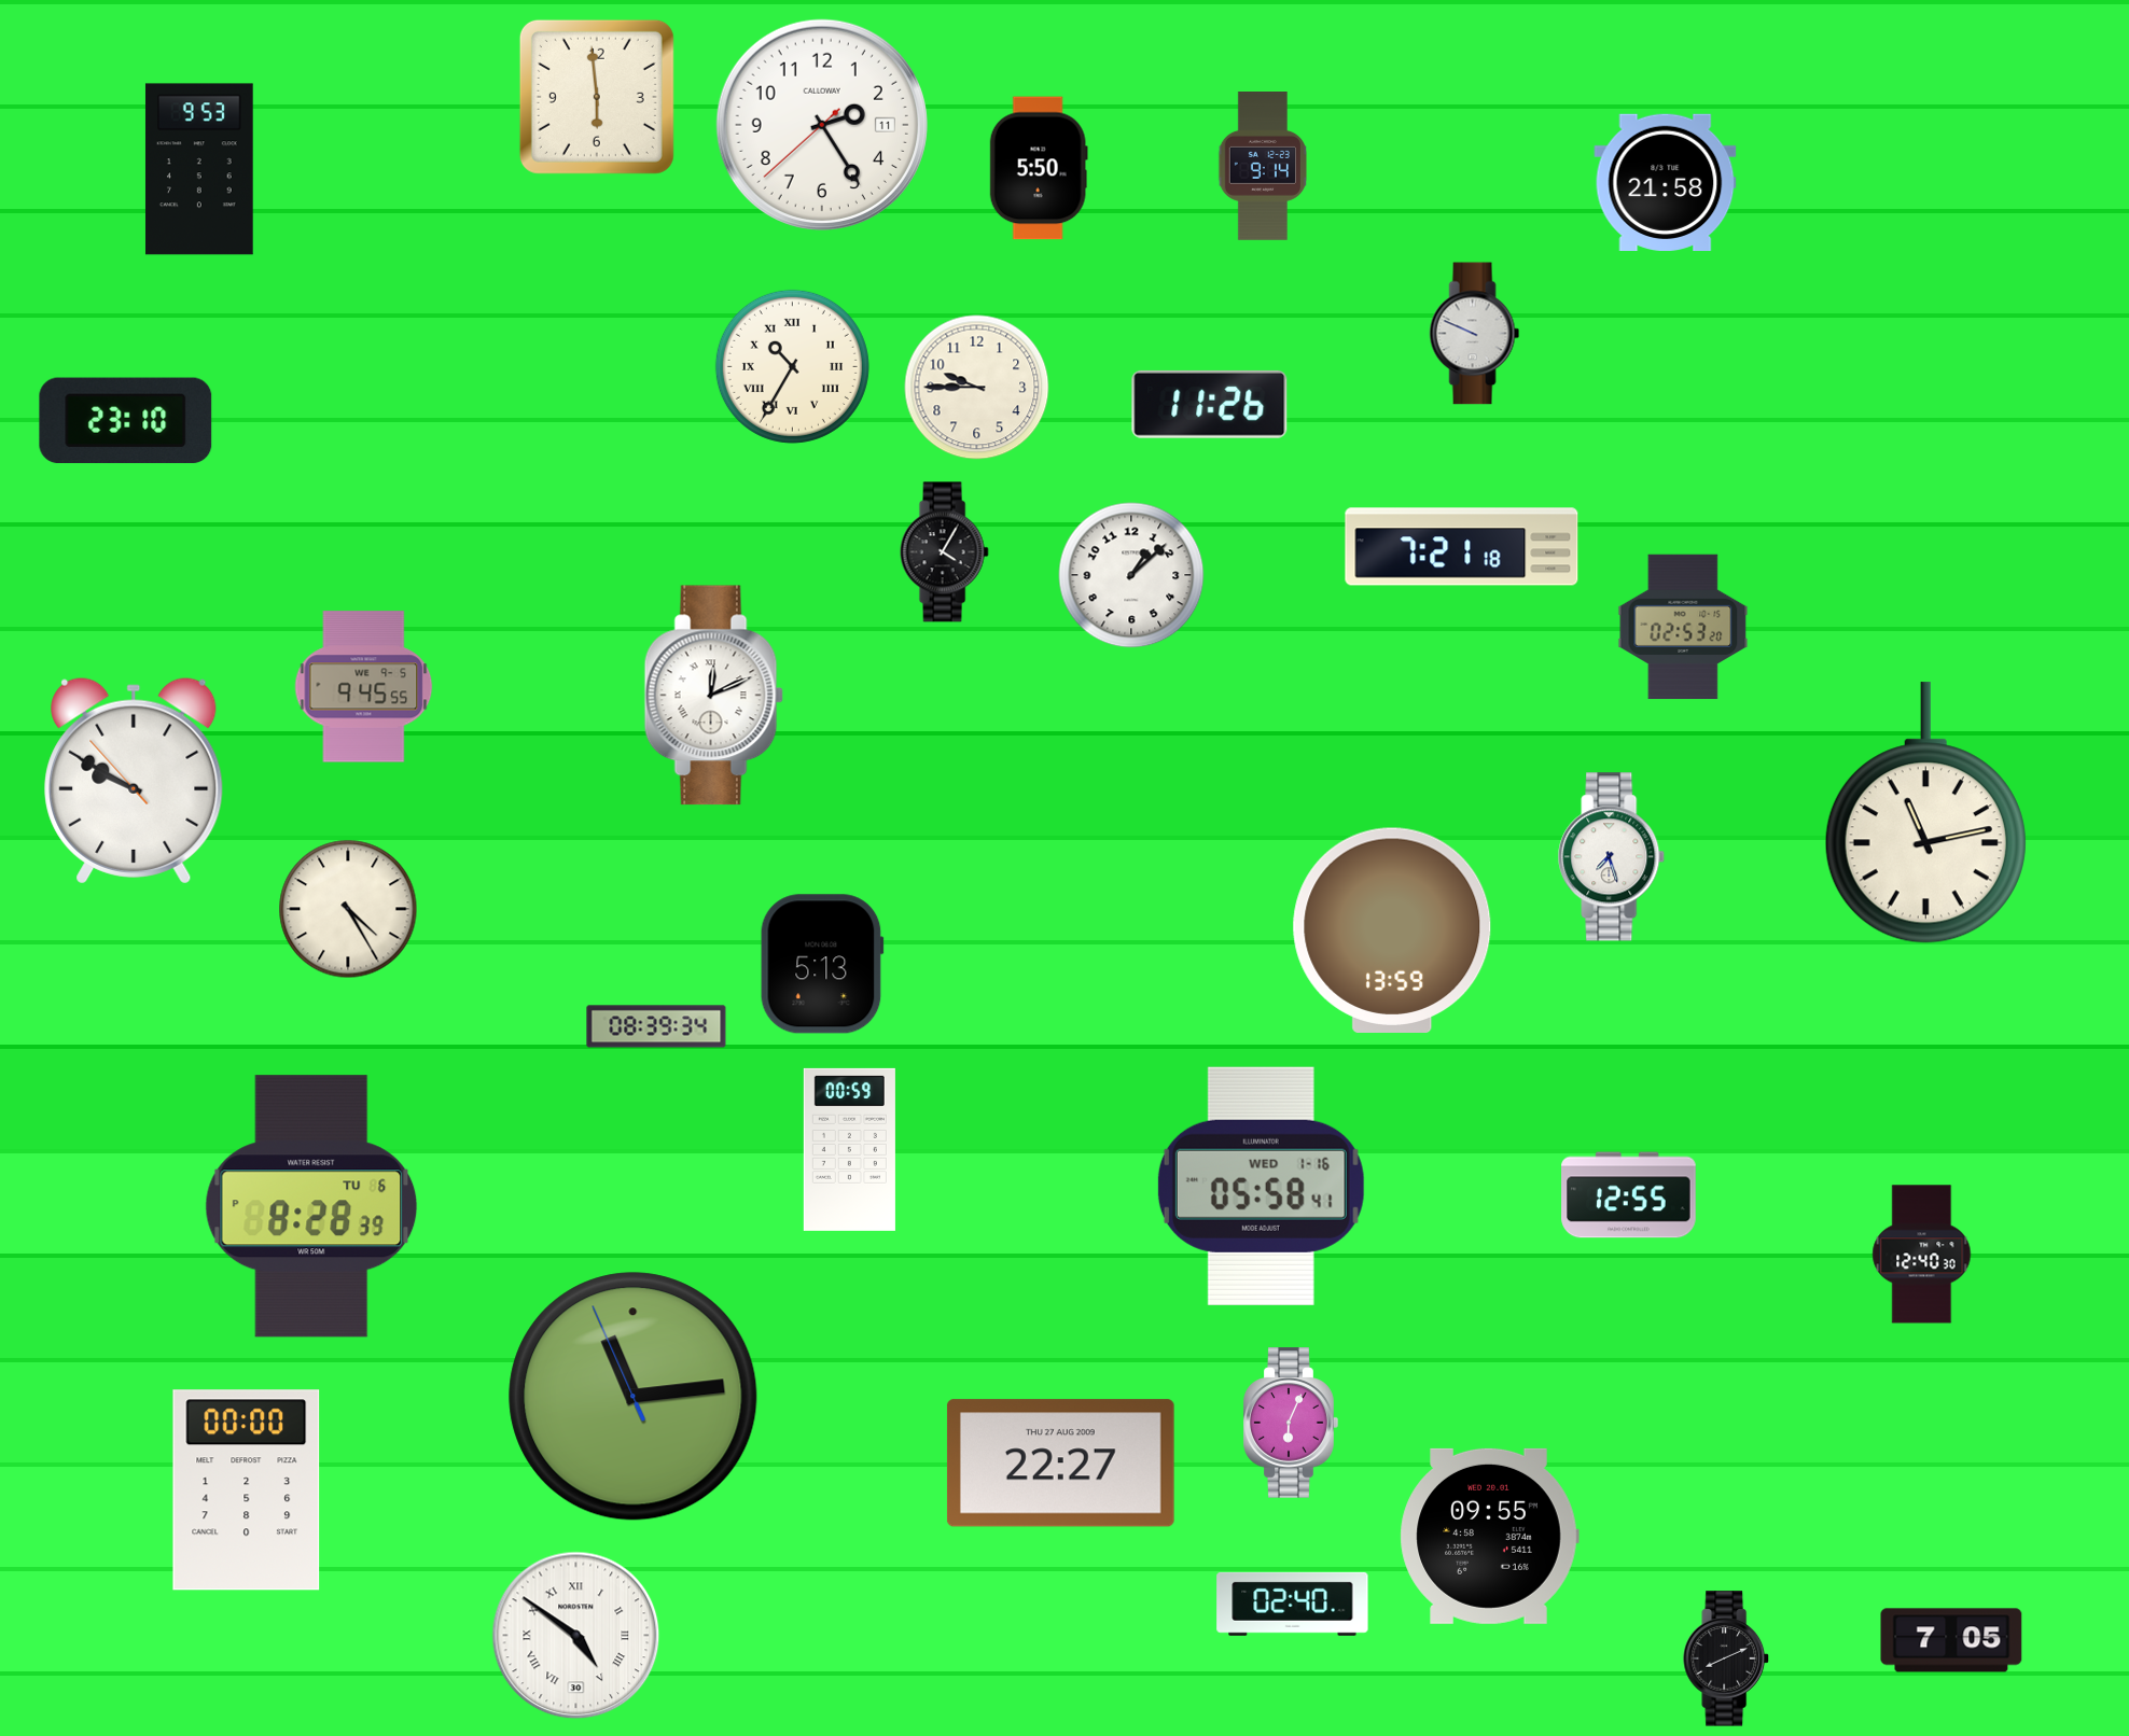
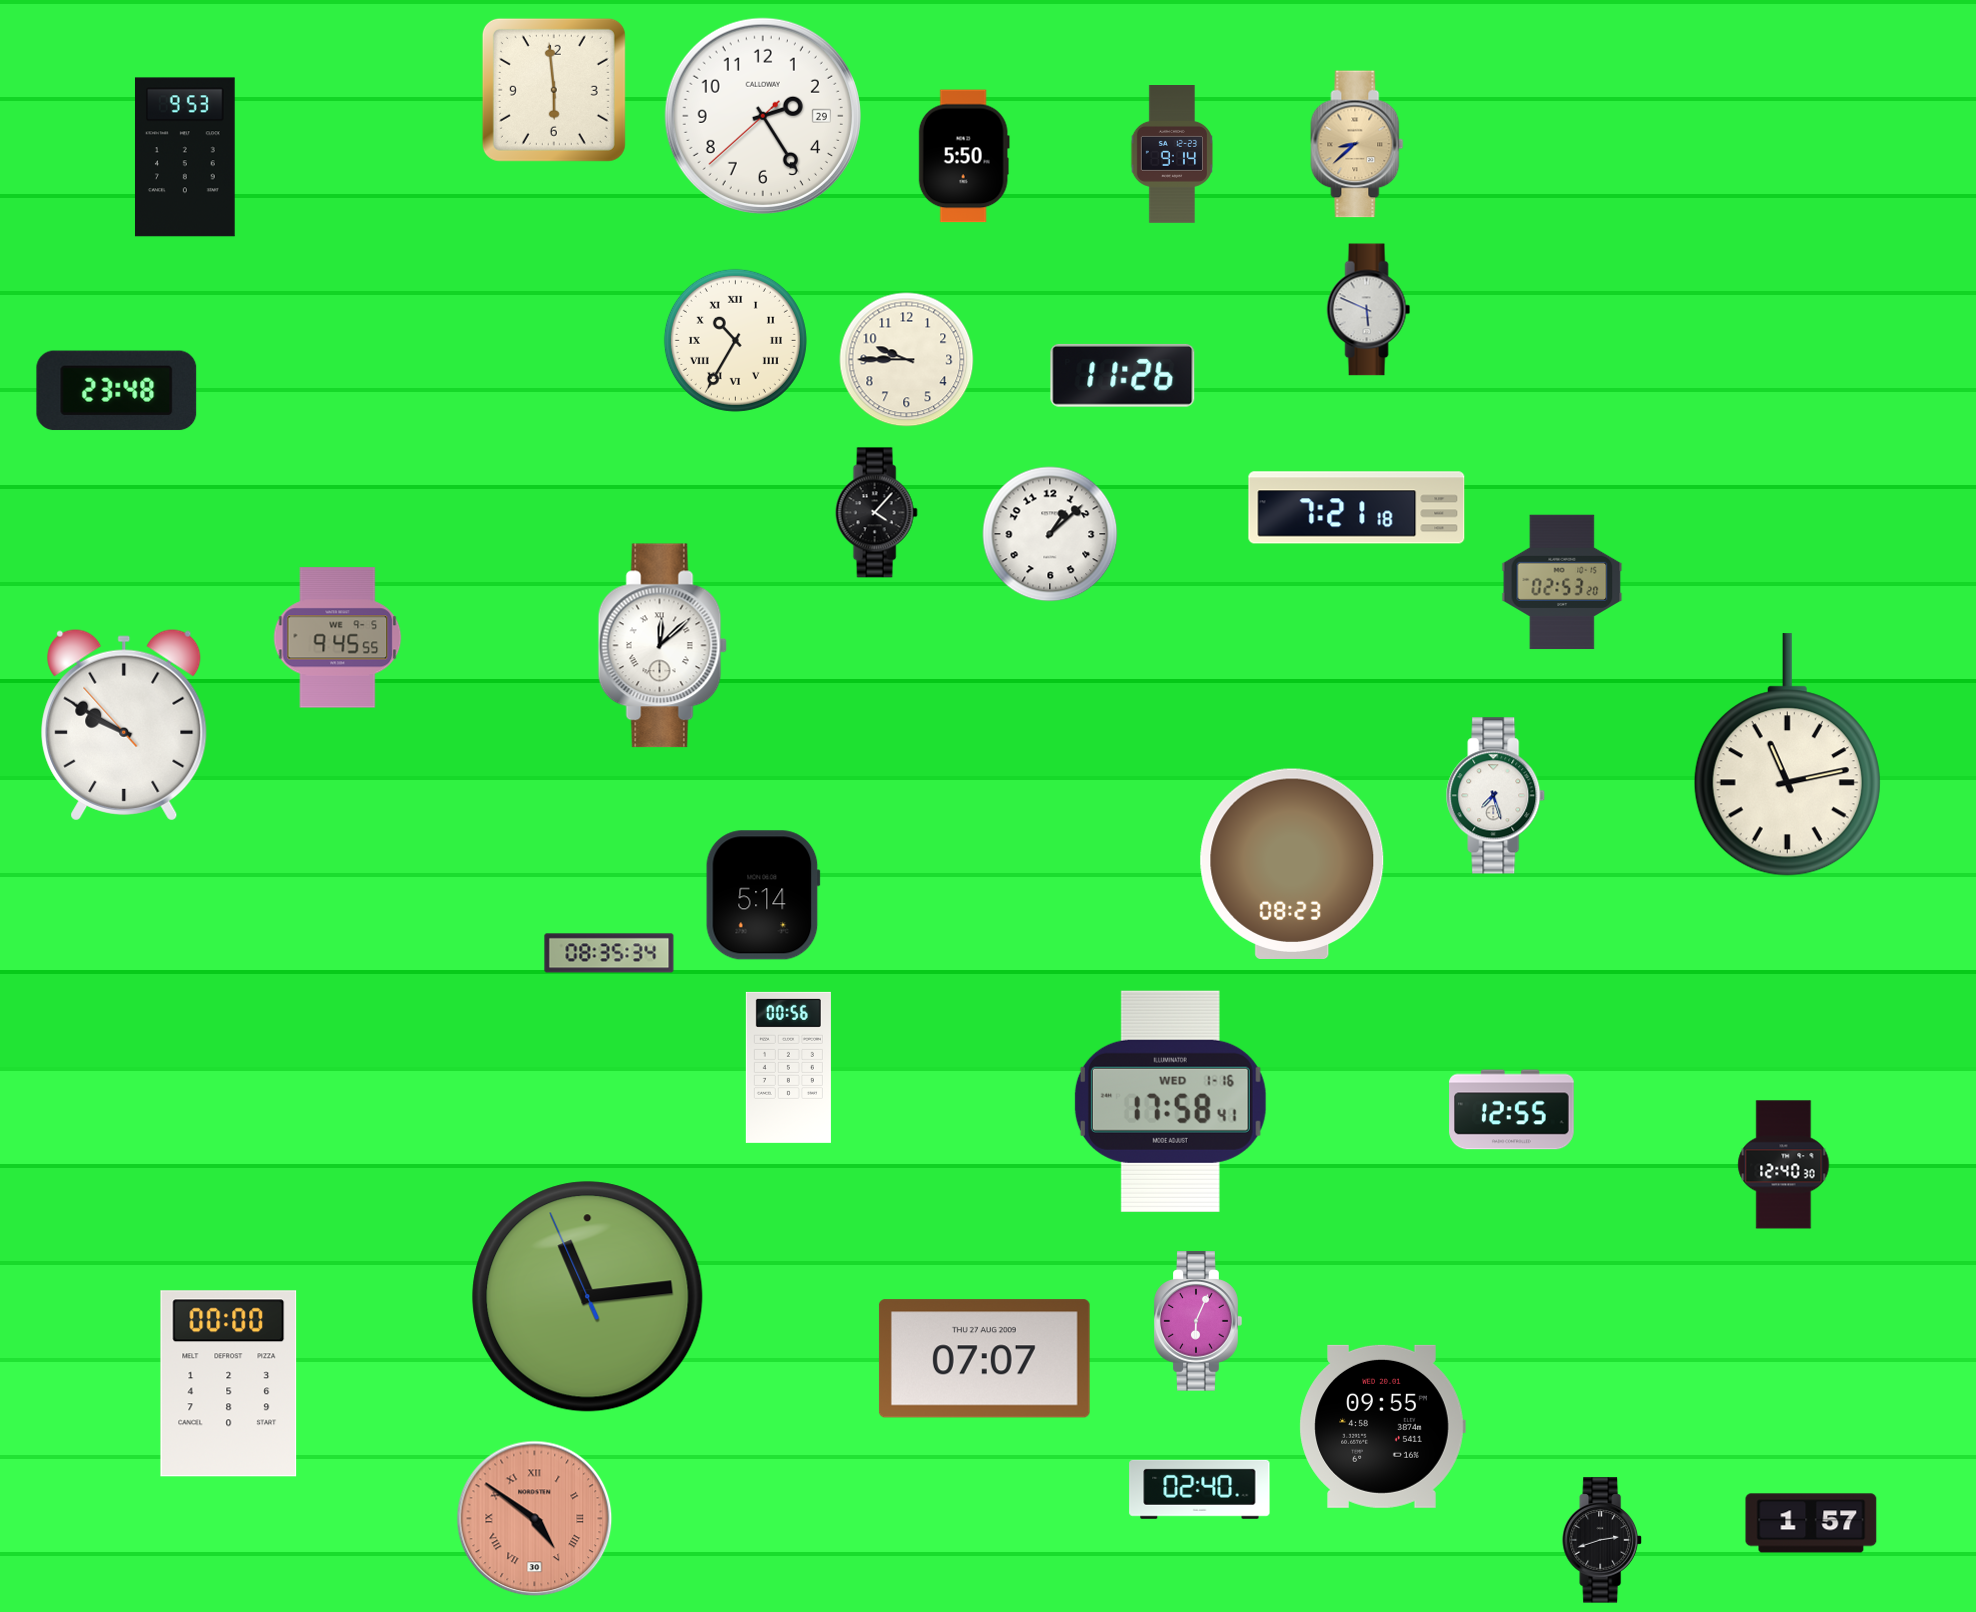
clock at (822, 125) date: 11 -> 29
clock at (1357, 144): none -> 8:38
clock at (1666, 182): 21:58 -> none
clock at (1475, 334): 9:49 -> 5:49
clock at (126, 421): 23:10 -> 23:48
clock at (944, 552): 4:05 -> 4:07
clock at (713, 696): 12:11 -> 12:08
clock at (348, 909): 4:25 -> none
clock at (1392, 929): 13:59 -> 08:23
clock at (822, 964): 5:13 -> 5:14
clock at (656, 1026): 08:39 -> 08:35
clock at (849, 1149): 00:59 -> 00:56
clock at (1261, 1186): 05:58 -> 17:58
clock at (311, 1206): 8:28 -> none
clock at (1060, 1464): 22:27 -> 07:07
clock at (576, 1636) dial: white -> salmon
clock at (1951, 1640): 7:05 -> 1:57
clock at (1726, 1658): 8:11 -> 2:42
